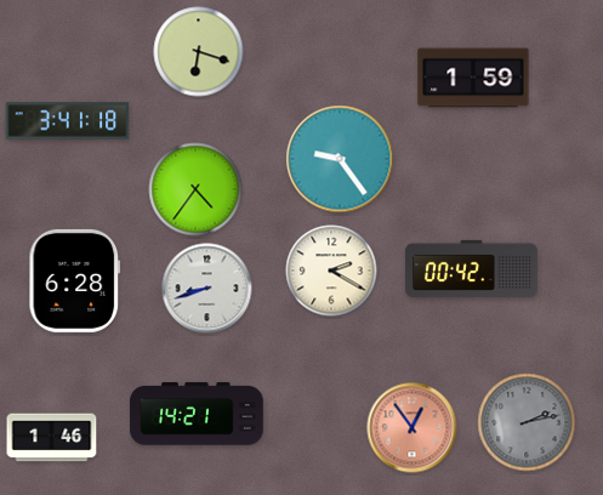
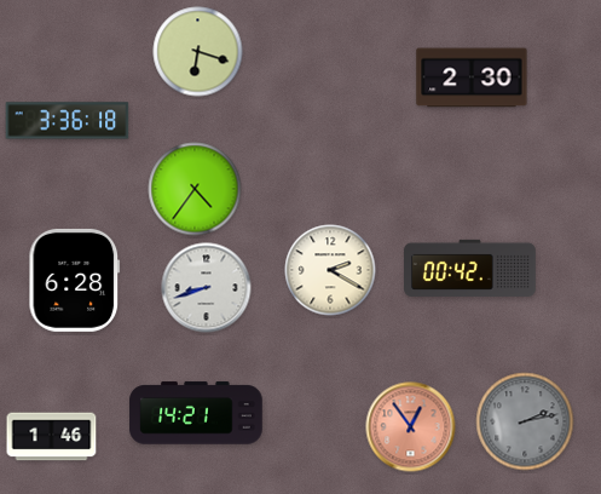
clock at (473, 78): 1:59 -> 2:30
clock at (68, 121): 3:41 -> 3:36
clock at (340, 159): 9:24 -> none
